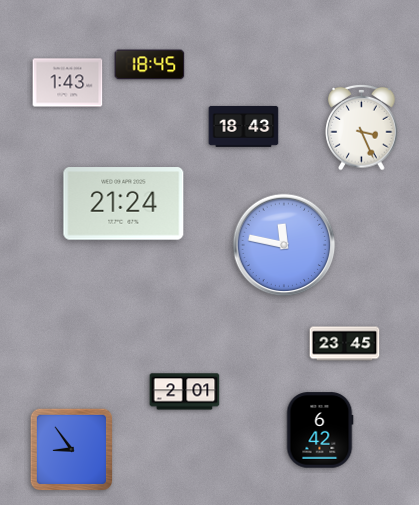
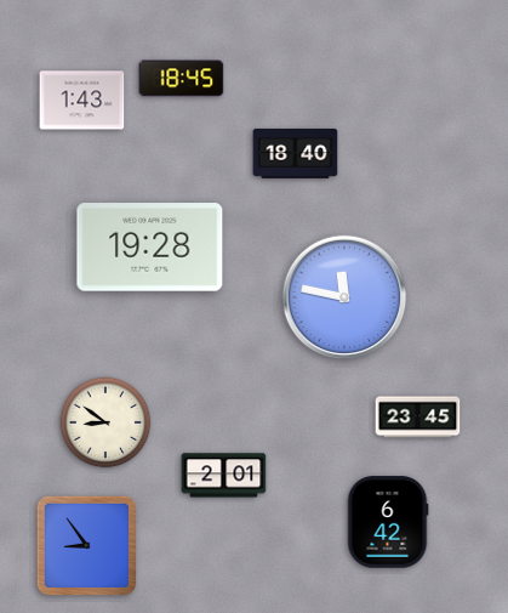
clock at (244, 126): 18:43 -> 18:40
clock at (362, 127): 3:26 -> none
clock at (124, 204): 21:24 -> 19:28
clock at (105, 422): none -> 8:51
